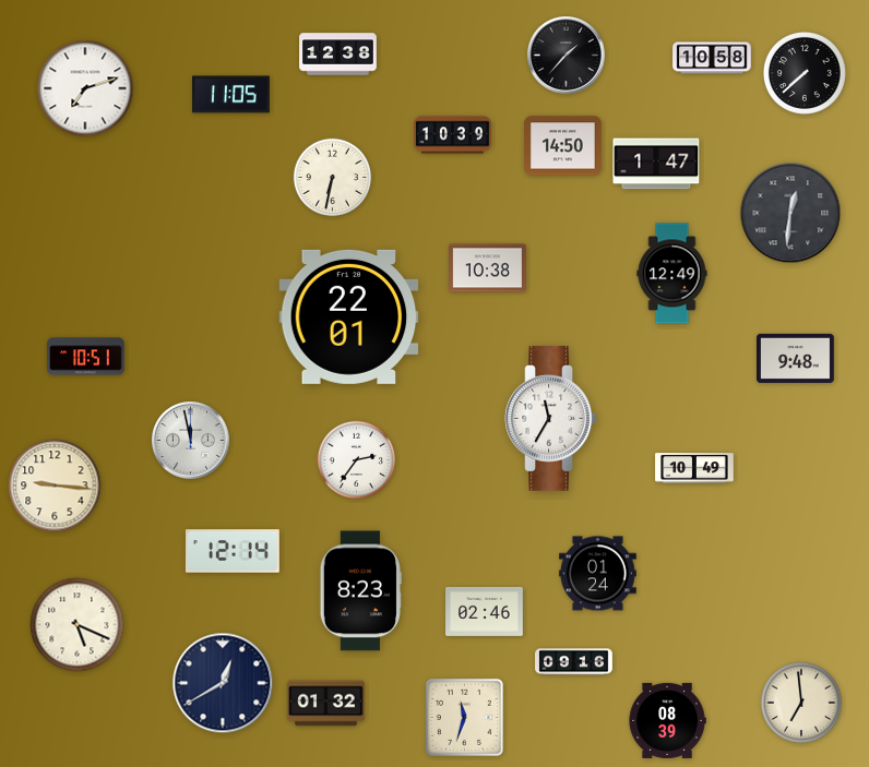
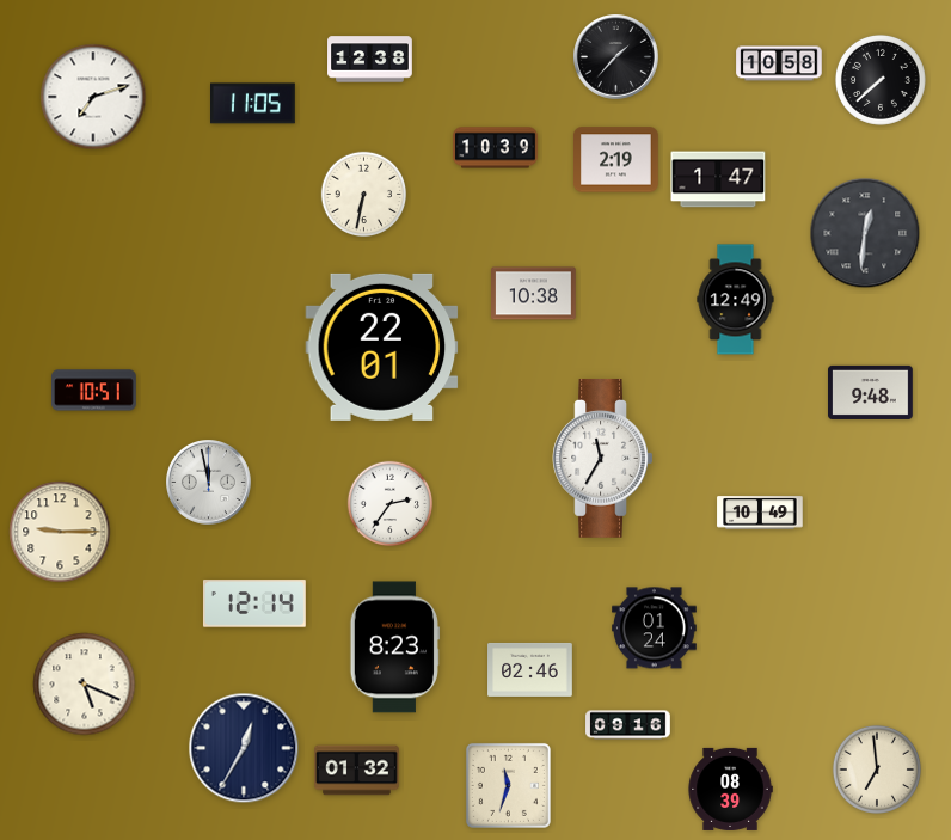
clock at (567, 56) position: (567, 56) -> (616, 57)
clock at (563, 146): 14:50 -> 2:19
clock at (55, 486): 9:16 -> 9:15
clock at (223, 683): 12:40 -> 12:35
